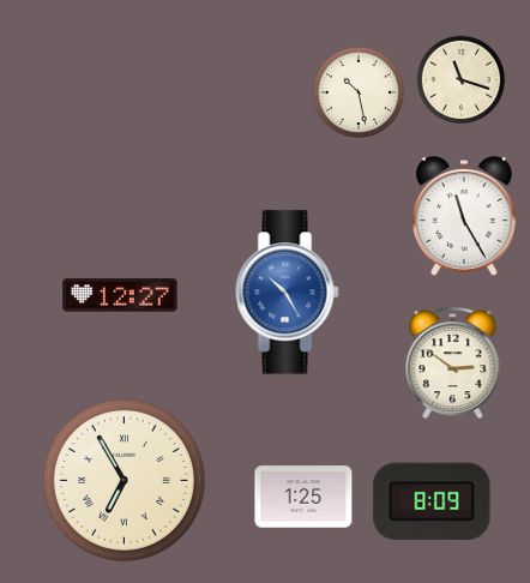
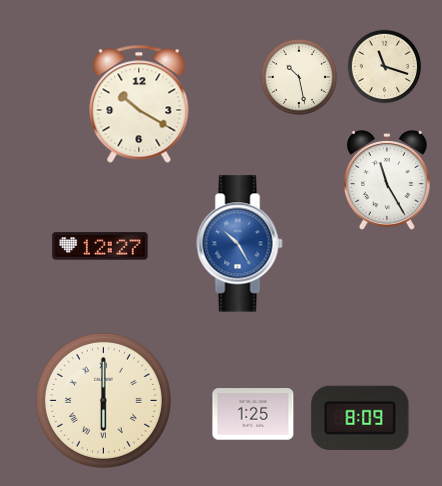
clock at (139, 104): none -> 10:20
clock at (453, 363): 2:51 -> none
clock at (124, 480): 6:55 -> 6:00
